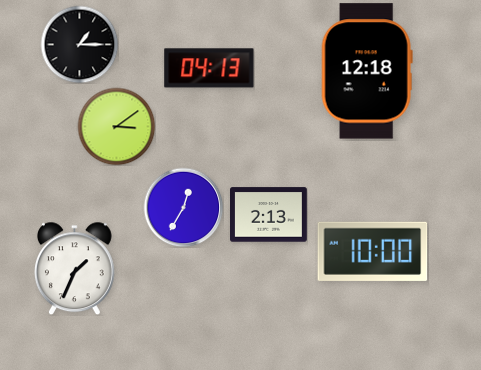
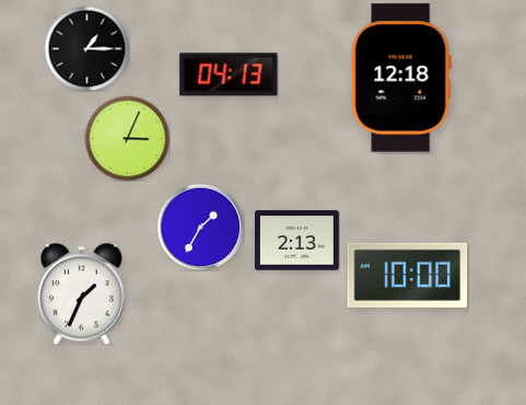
clock at (116, 126): 3:09 -> 3:04
clock at (183, 207): 12:35 -> 1:35
clock at (269, 215) position: (269, 215) -> (297, 241)
